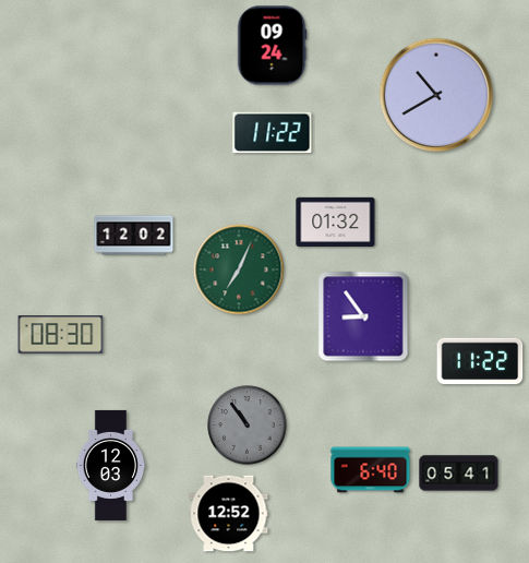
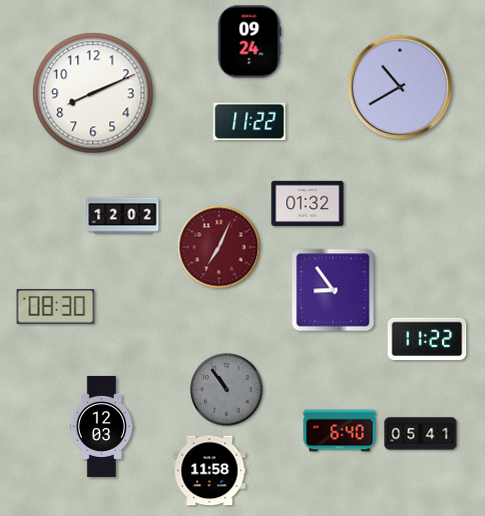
clock at (93, 93): none -> 8:11
clock at (239, 269) dial: green -> burgundy
clock at (480, 361) position: (480, 361) -> (427, 339)
clock at (229, 514): 12:52 -> 11:58
